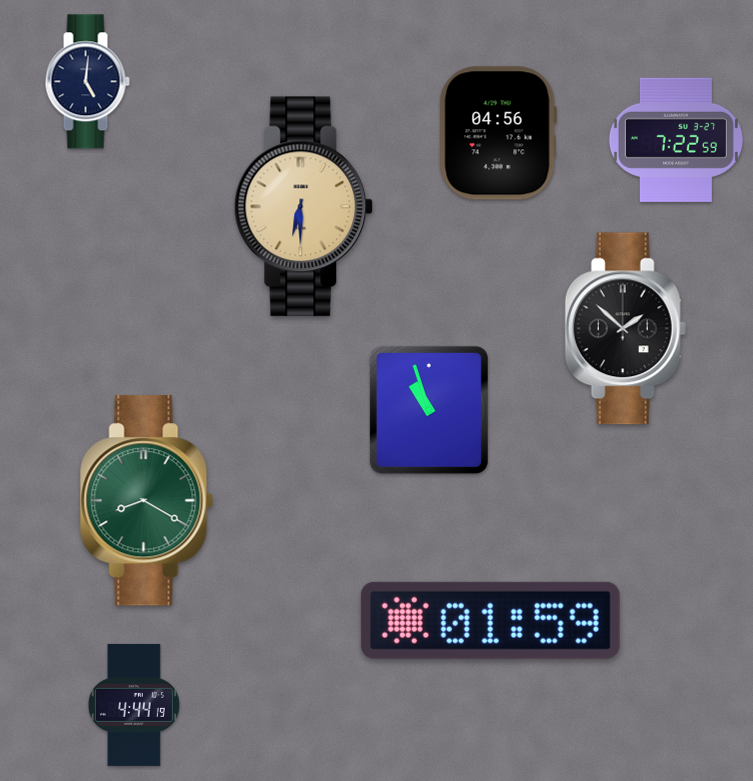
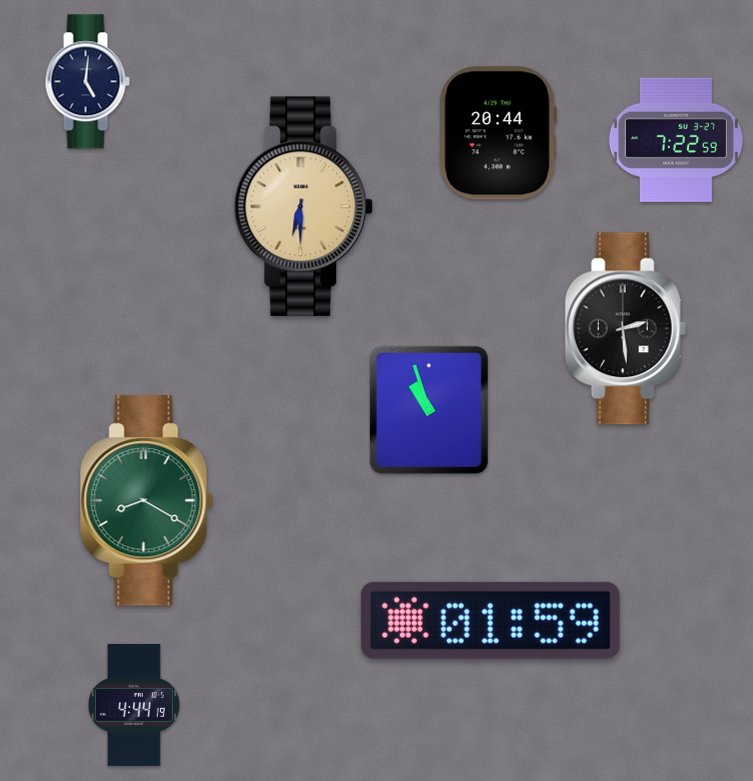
clock at (498, 133): 04:56 -> 20:44
clock at (625, 329): 1:52 -> 2:29
